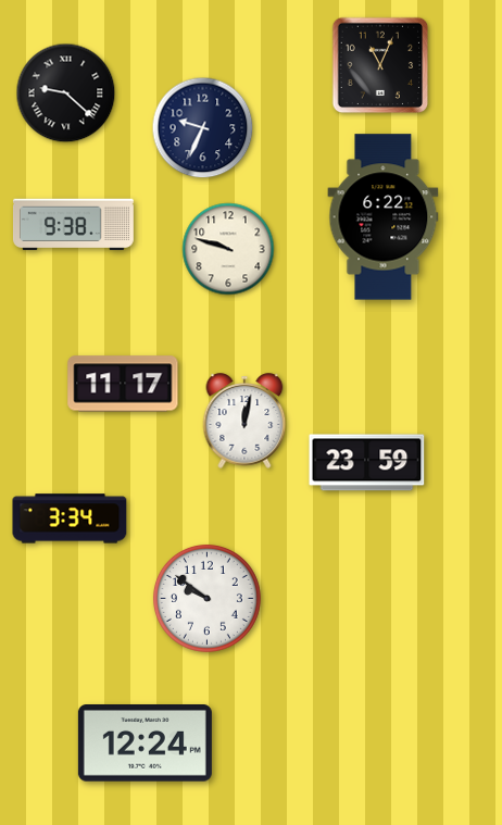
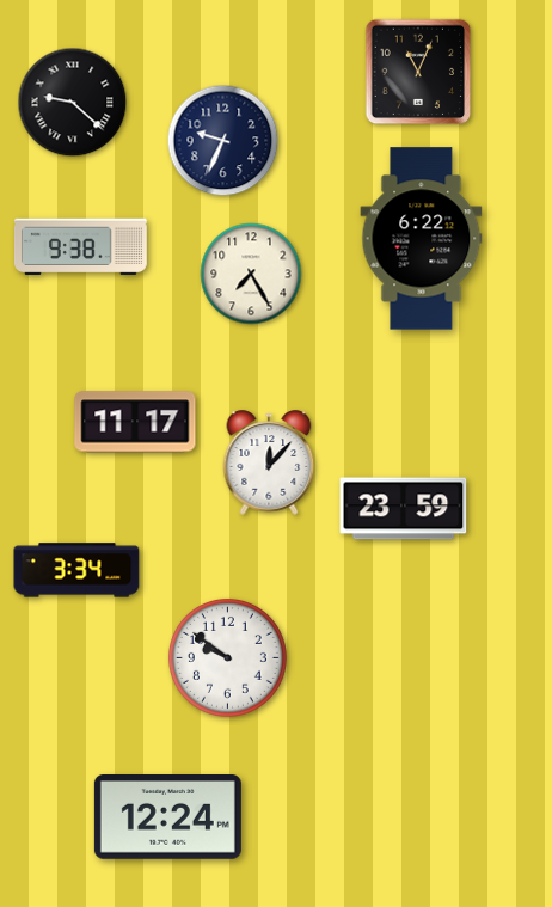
clock at (228, 249): 9:48 -> 7:25
clock at (244, 421): 12:02 -> 12:07
clock at (145, 743) position: (145, 743) -> (167, 817)
